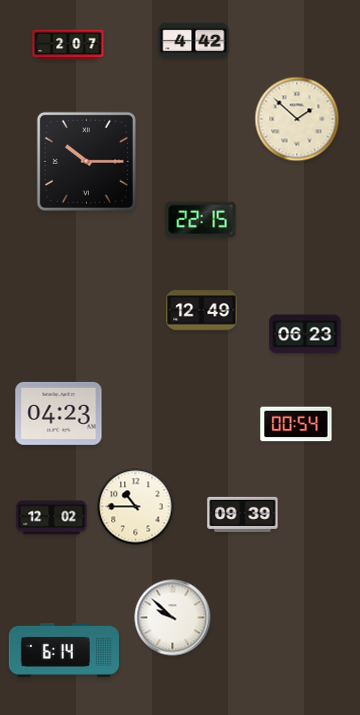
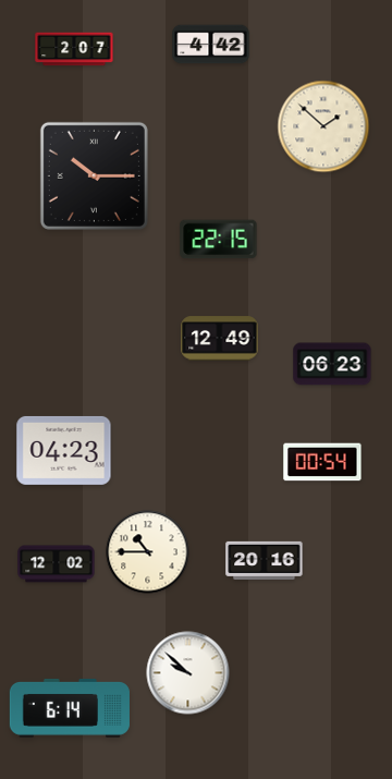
clock at (297, 119) position: (297, 119) -> (323, 126)
clock at (243, 514): 09:39 -> 20:16
